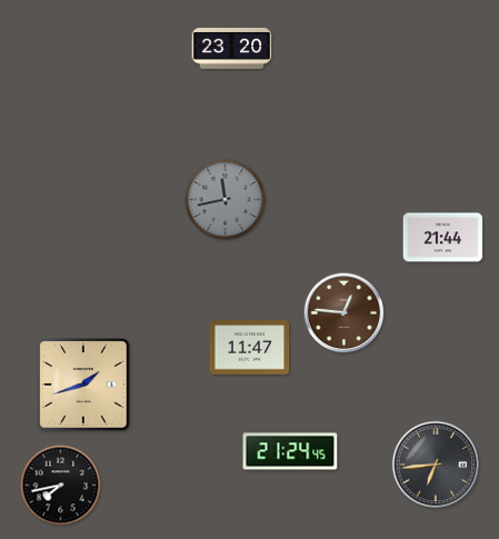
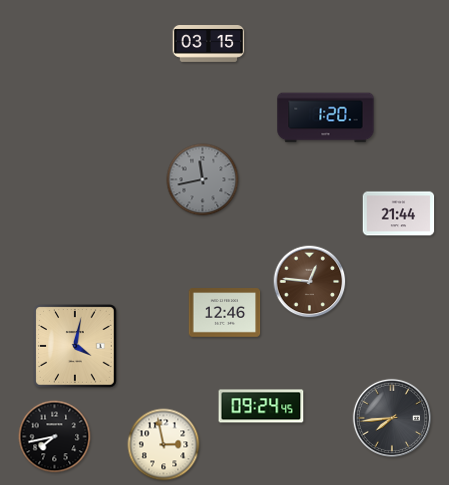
clock at (232, 49): 23:20 -> 03:15
clock at (326, 118): none -> 1:20
clock at (250, 348): 11:47 -> 12:46
clock at (83, 385): 1:42 -> 4:02
clock at (290, 451): 21:24 -> 09:24
clock at (435, 463): 6:44 -> 7:44
clock at (164, 445): none -> 2:58
